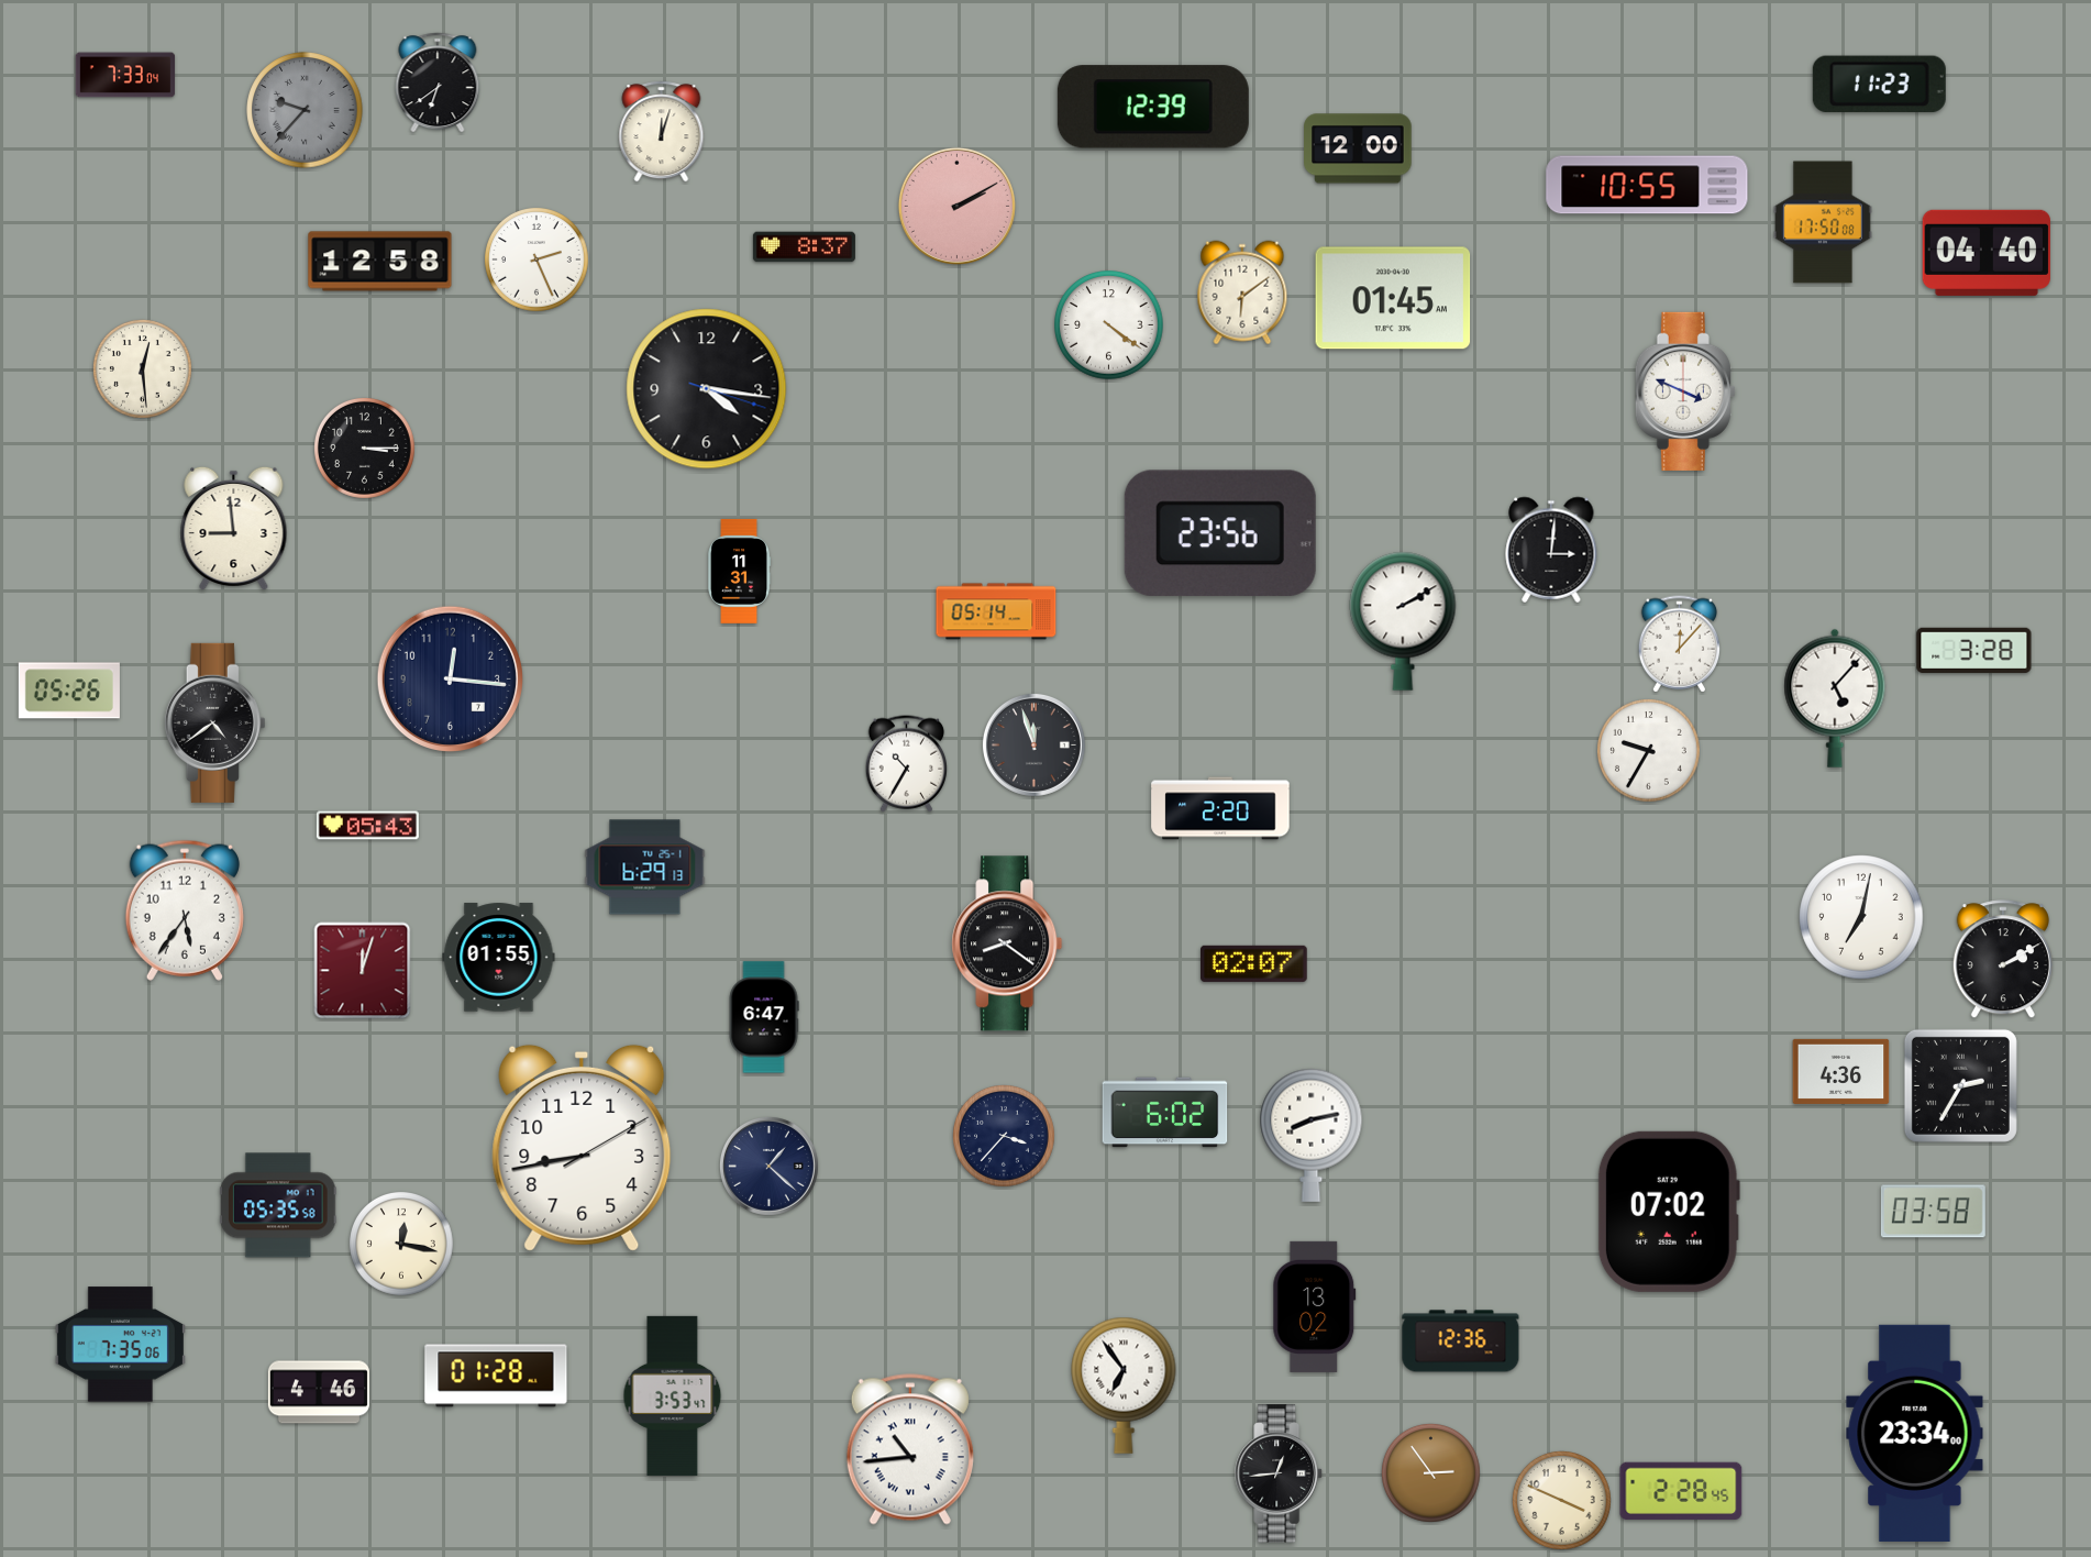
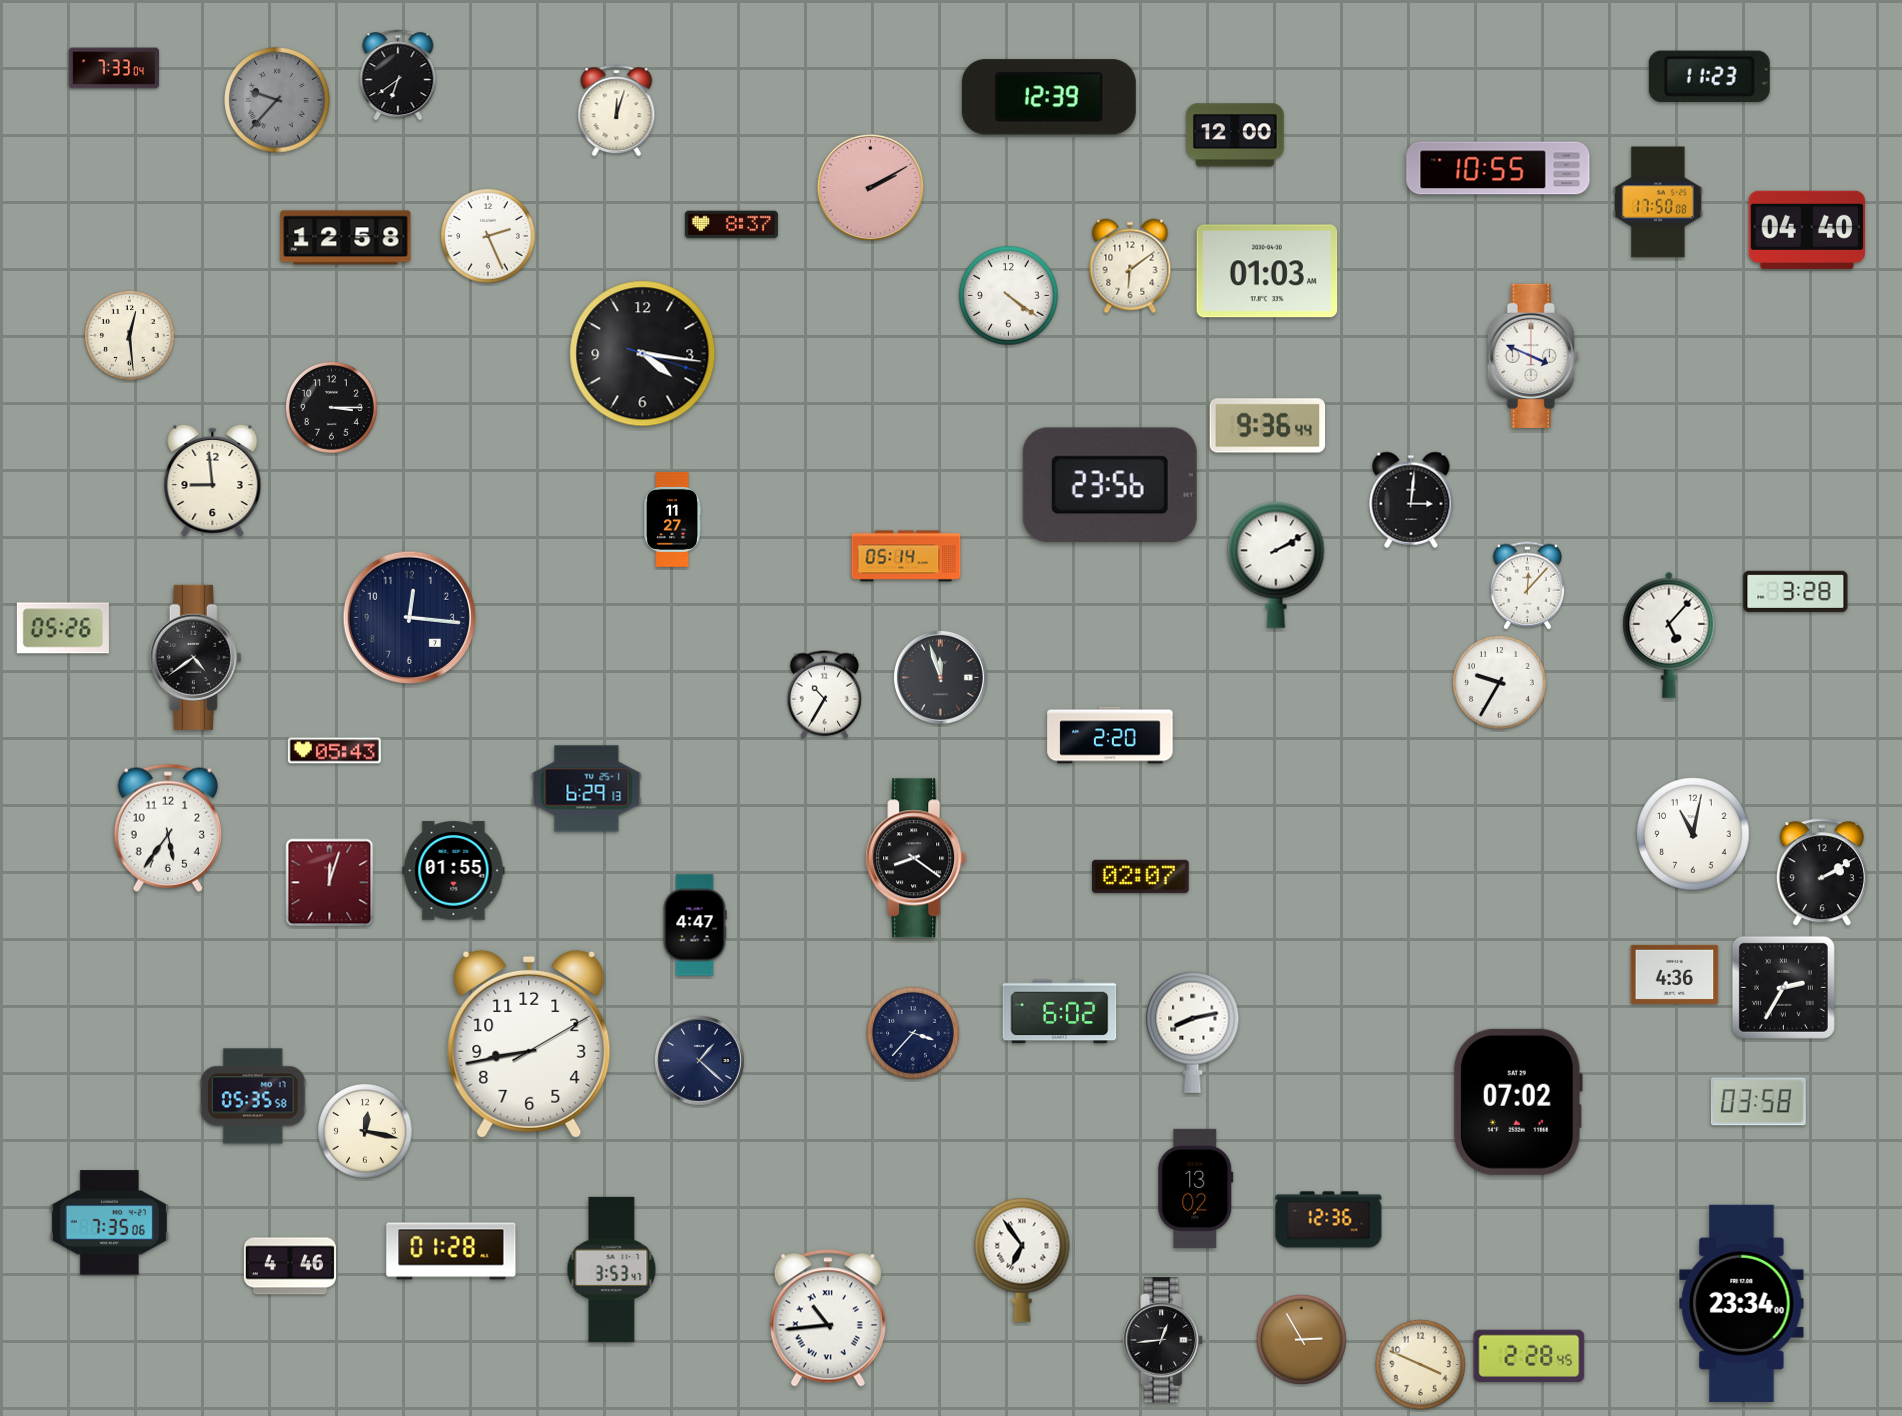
clock at (662, 132) position: (662, 132) -> (617, 111)
clock at (1393, 298): 01:45 -> 01:03
clock at (1268, 426): none -> 9:36
clock at (740, 571): 11:31 -> 11:27
clock at (1861, 917): 7:02 -> 11:02
clock at (764, 1017): 6:47 -> 4:47
clock at (1430, 1472): 2:54 -> 2:55
